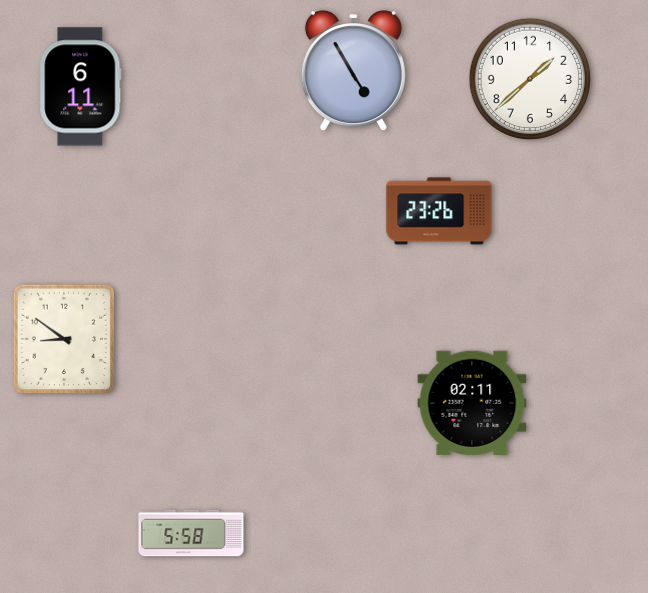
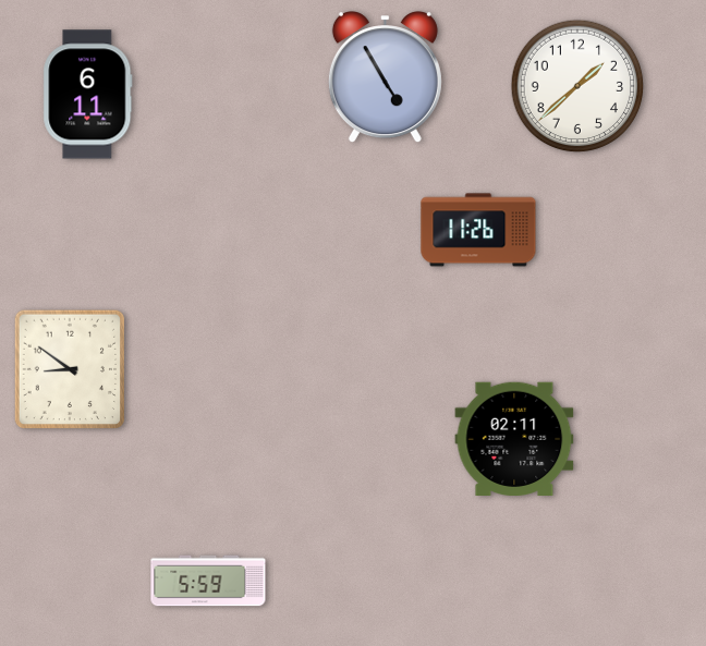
clock at (439, 211): 23:26 -> 11:26
clock at (191, 533): 5:58 -> 5:59
